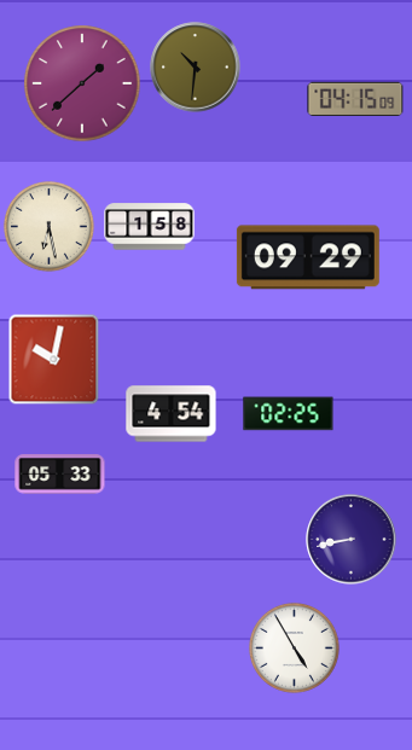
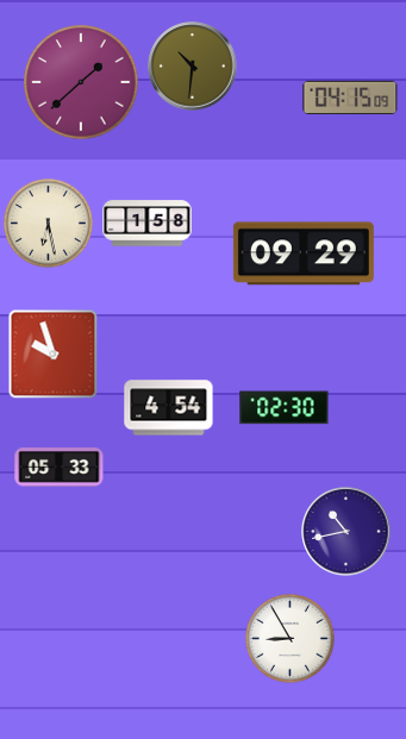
clock at (54, 360): 10:02 -> 9:57
clock at (289, 414): 02:25 -> 02:30
clock at (352, 540): 8:43 -> 10:43
clock at (294, 647): 4:55 -> 8:55
